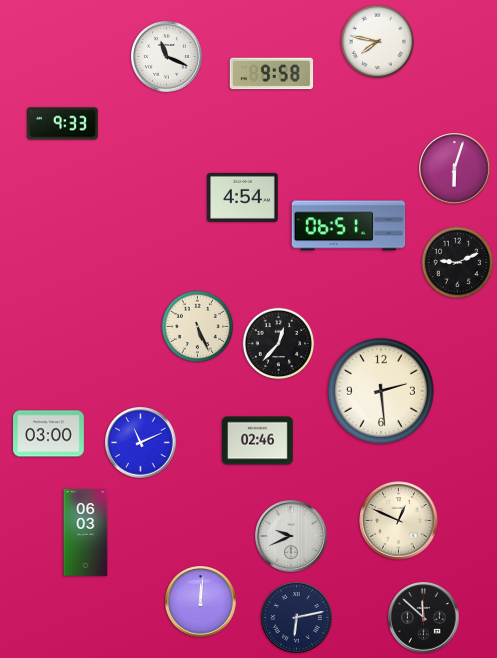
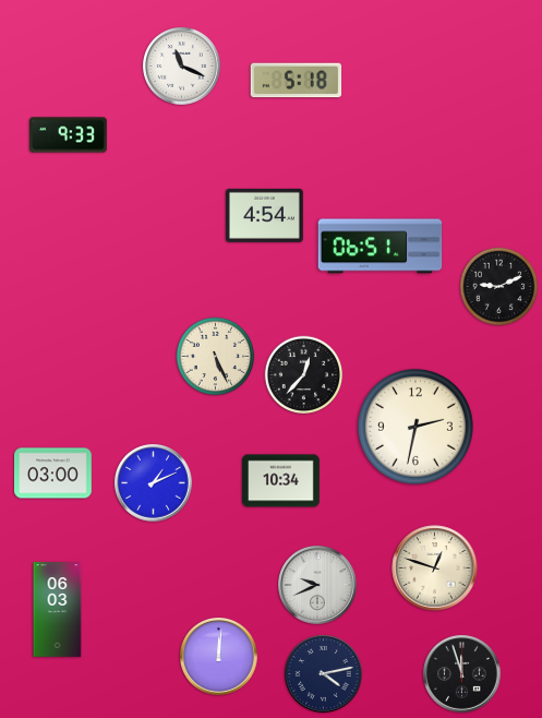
clock at (377, 41): 7:47 -> none
clock at (167, 57) position: (167, 57) -> (182, 67)
clock at (272, 74): 9:58 -> 5:18
clock at (455, 169): 6:03 -> none
clock at (381, 391): 2:29 -> 2:32
clock at (258, 441): 02:46 -> 10:34
clock at (141, 443): 11:11 -> 1:11
clock at (399, 521): 12:49 -> 12:48
clock at (86, 533) position: (86, 533) -> (58, 610)
clock at (297, 618): 6:13 -> 4:13
clock at (424, 618): 11:52 -> 11:57
